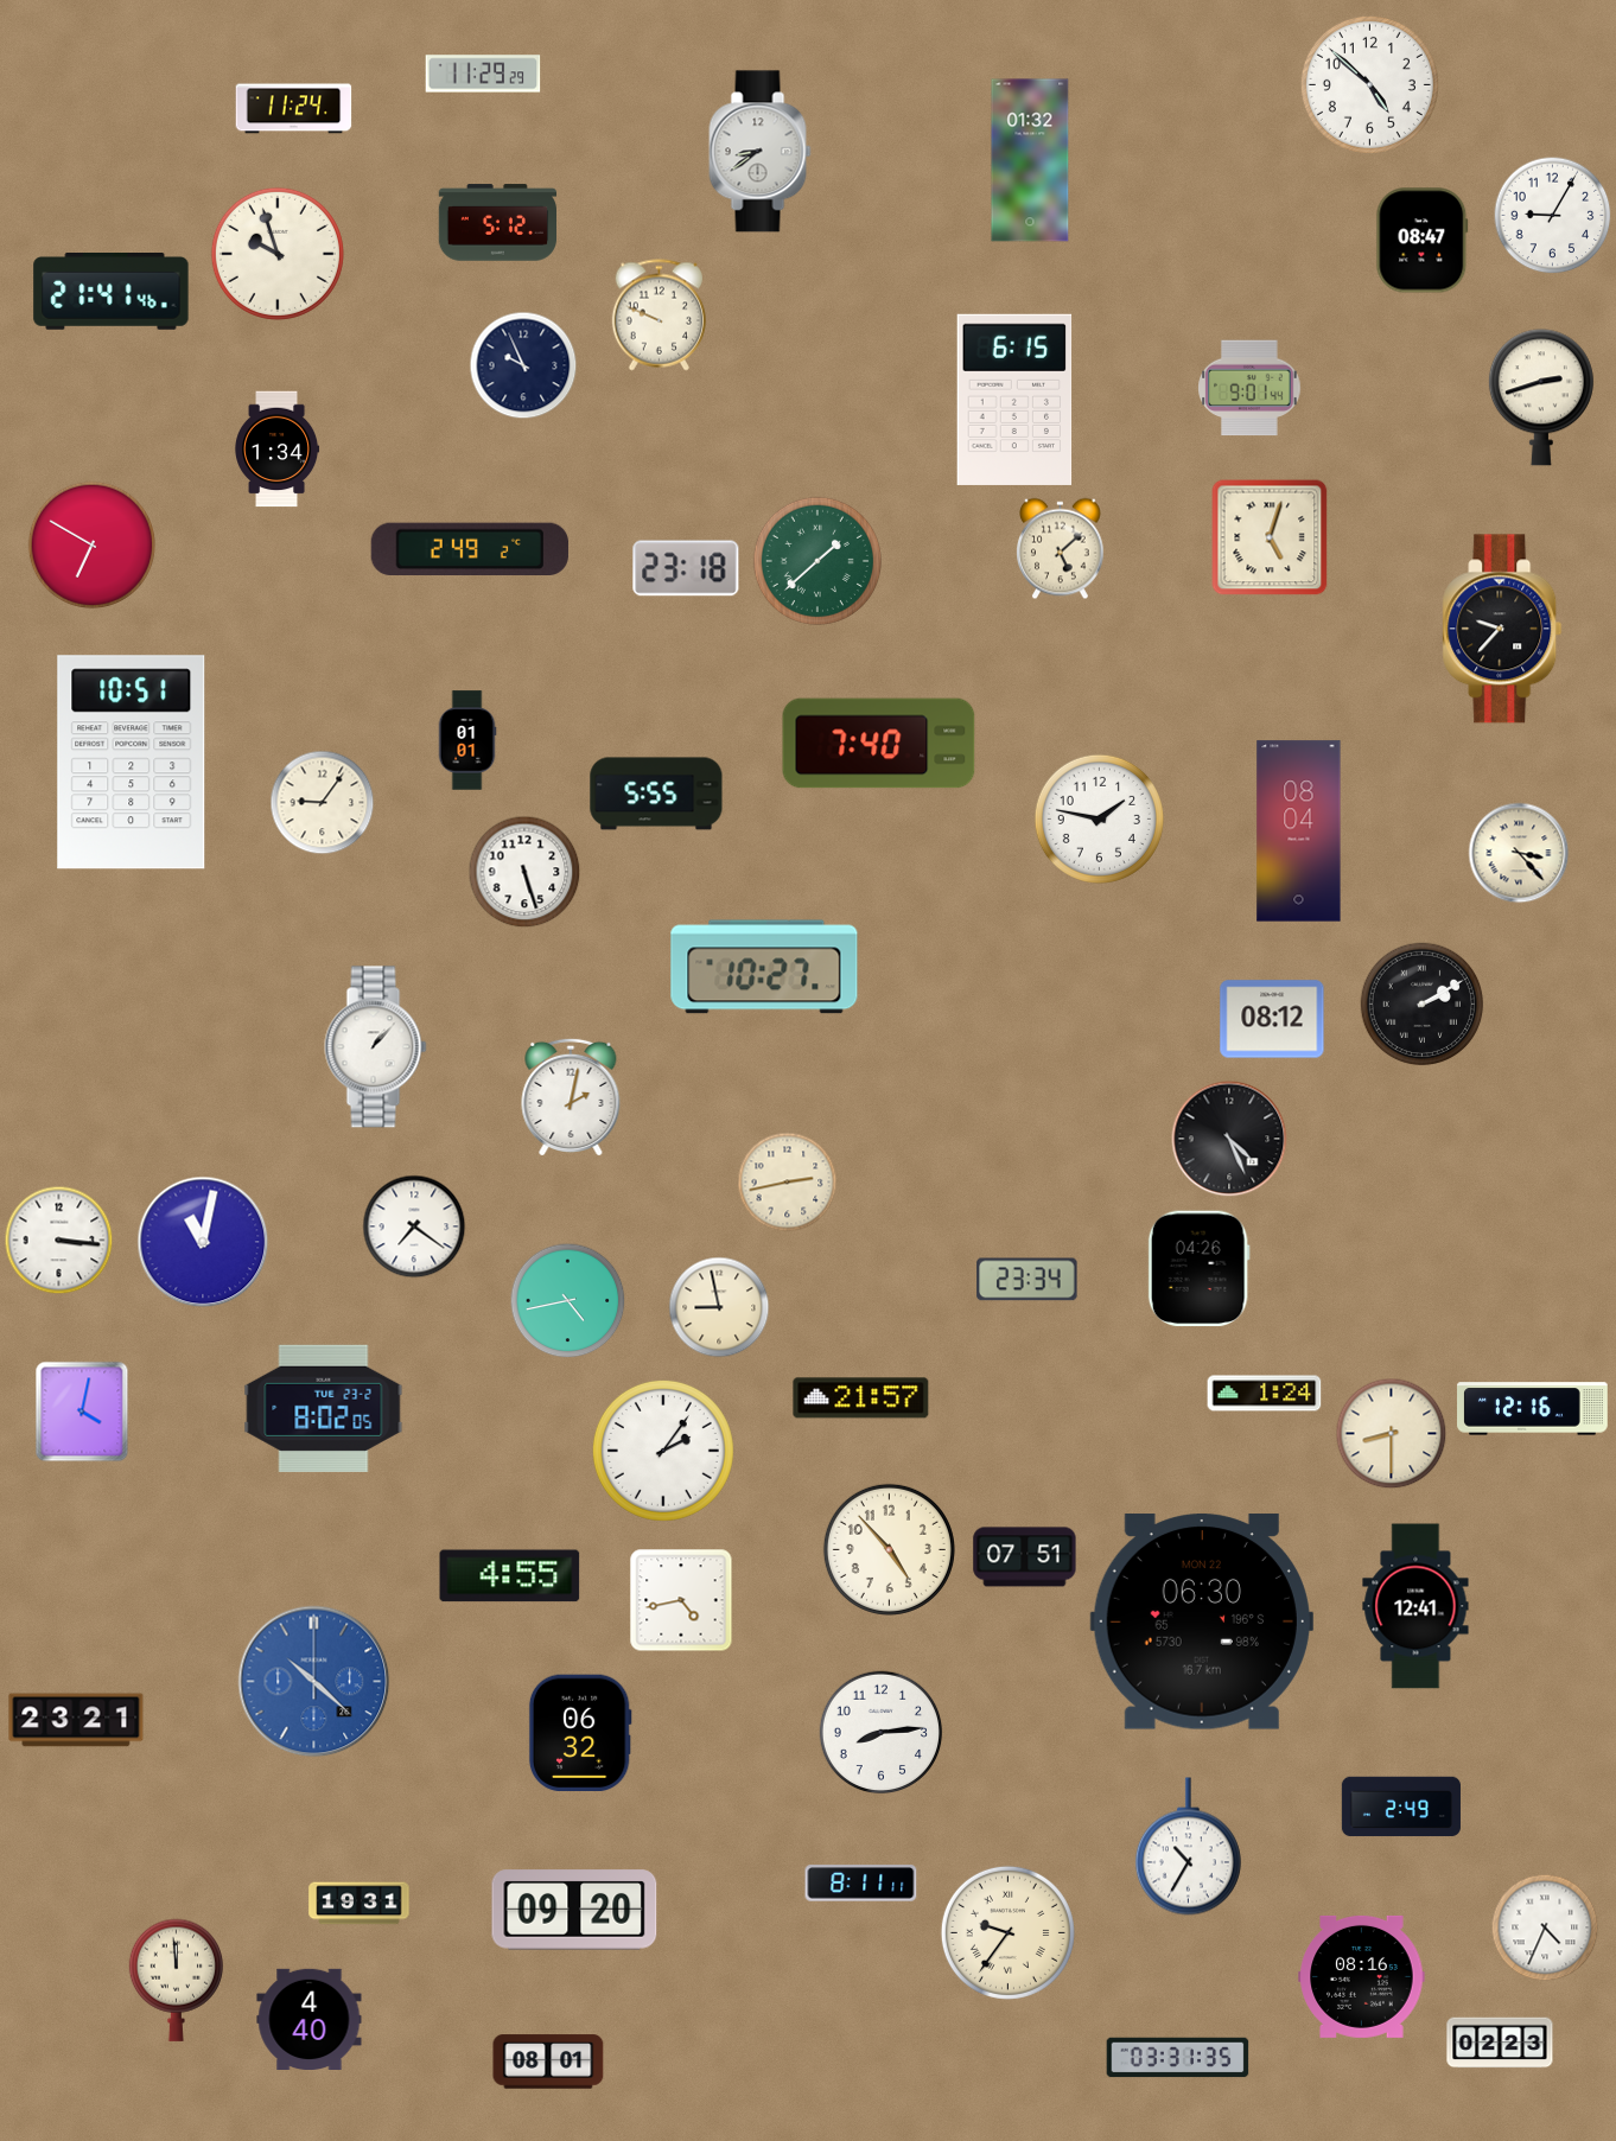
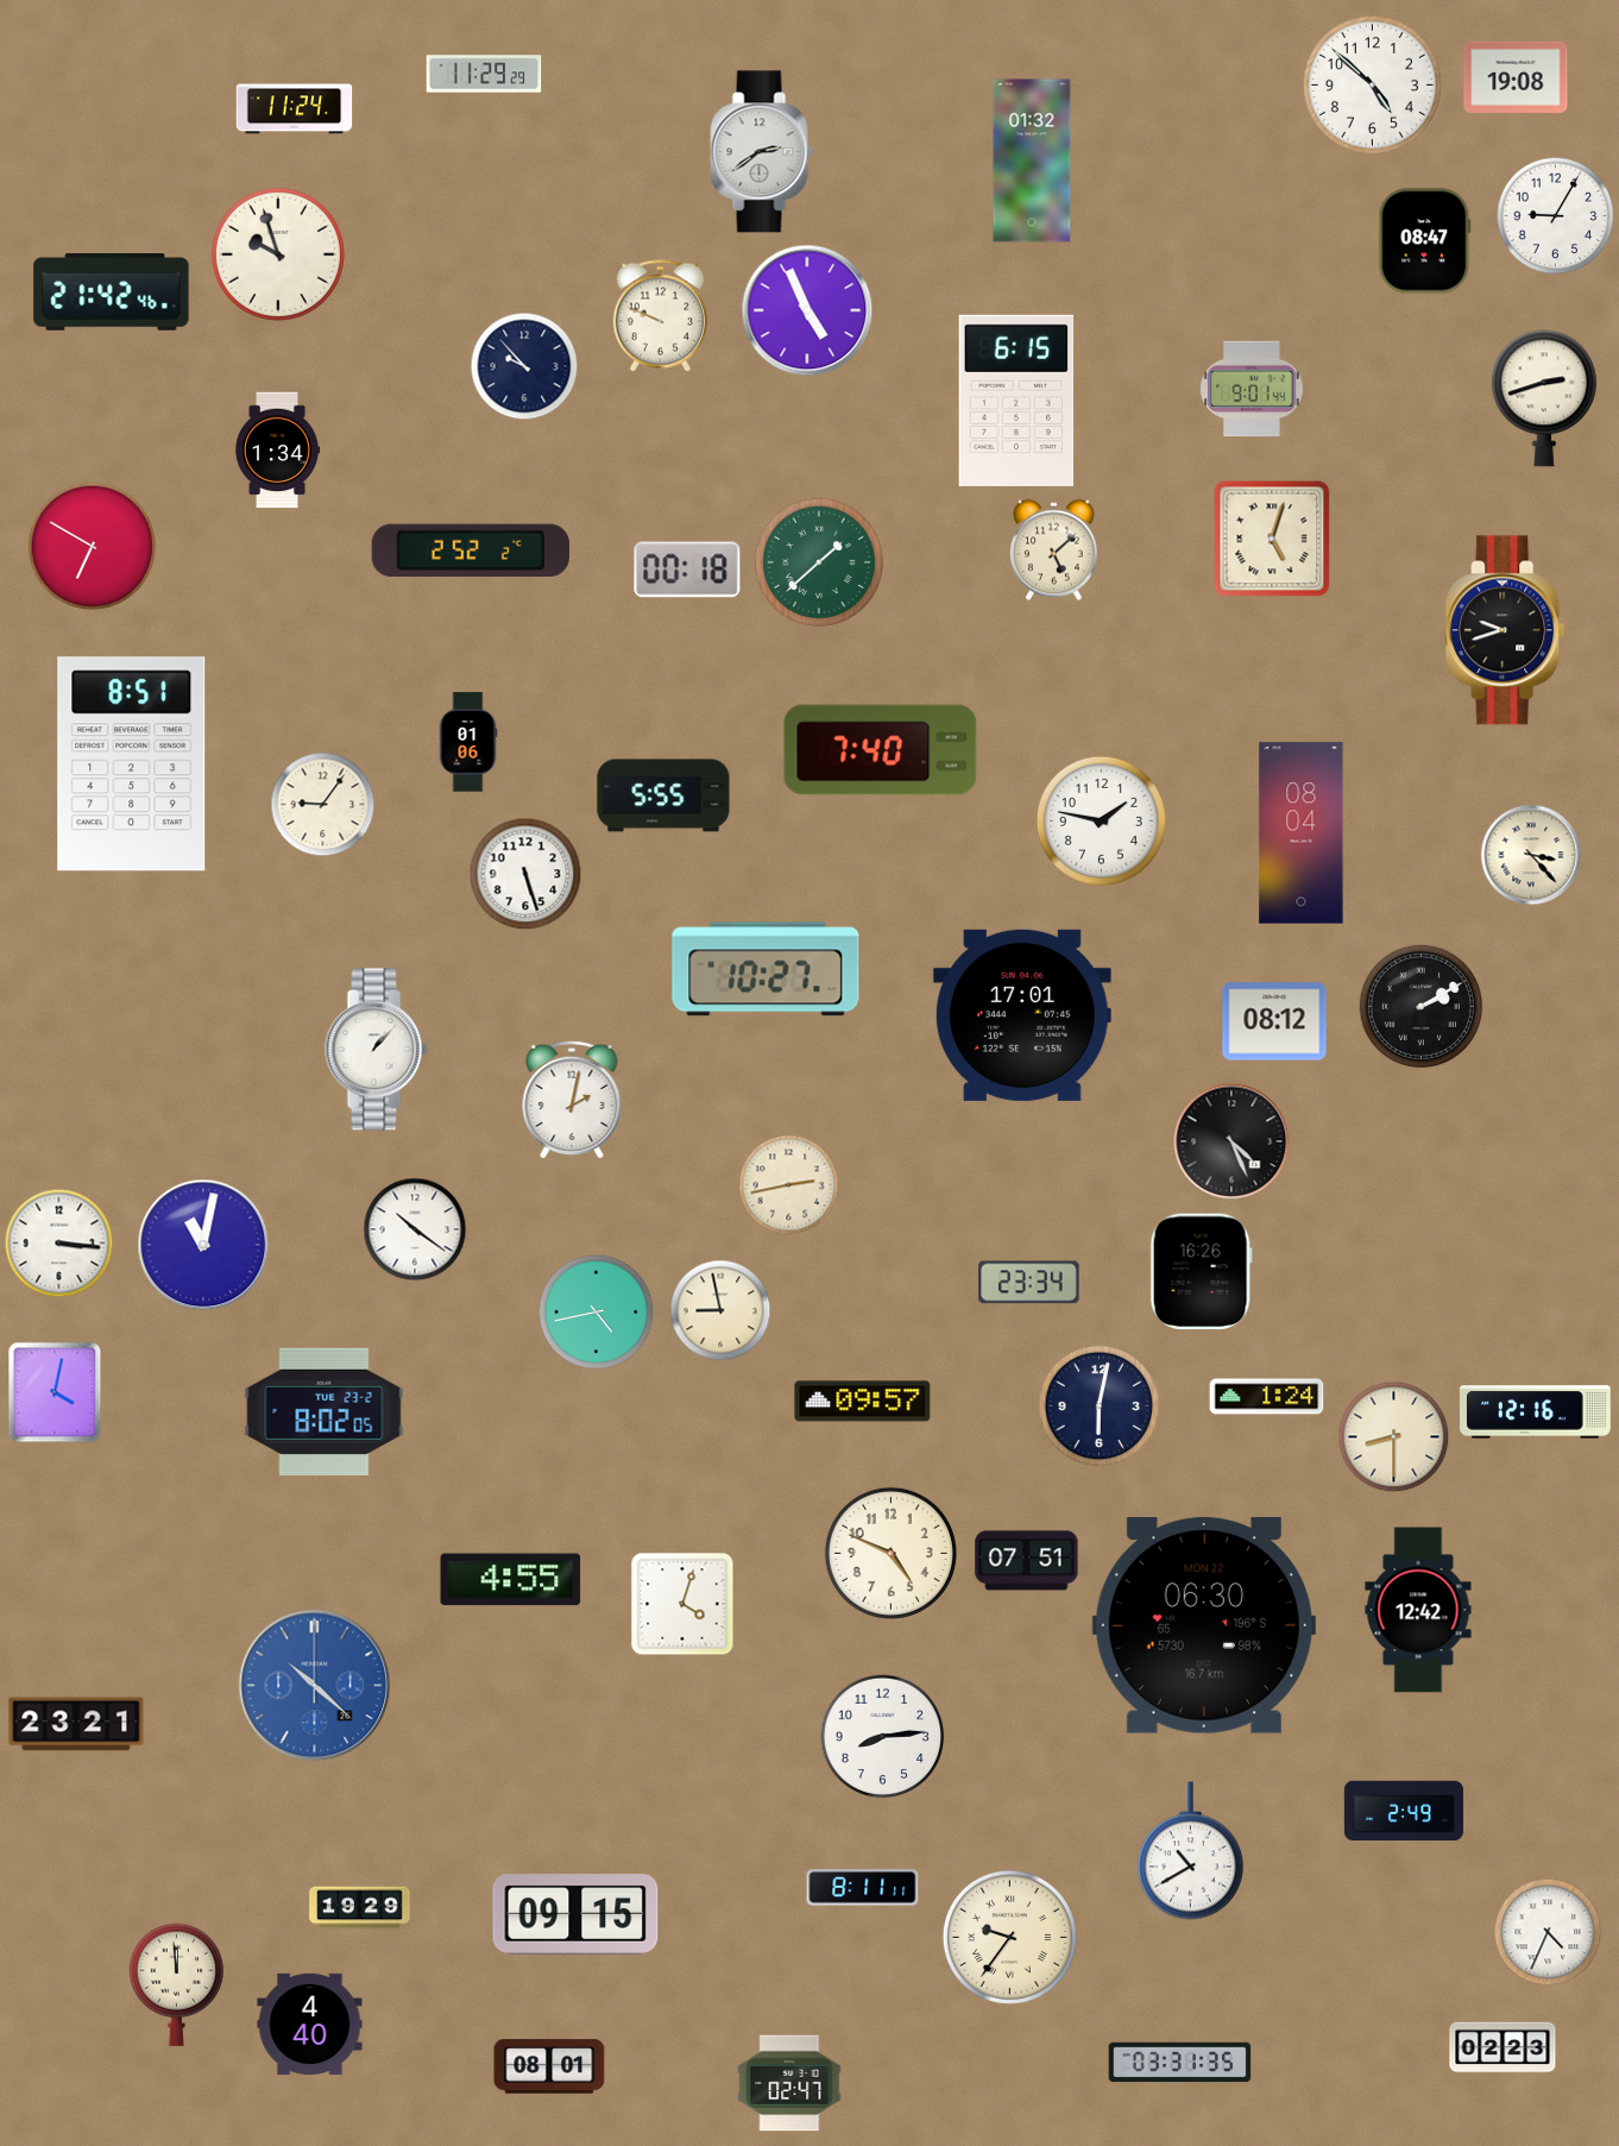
clock at (1516, 77): none -> 19:08
clock at (761, 152): 8:39 -> 2:39
clock at (497, 223): 5:12 -> none
clock at (112, 292): 21:41 -> 21:42
clock at (807, 310): none -> 4:56
clock at (523, 365): 9:56 -> 9:53
clock at (470, 549): 2:49 -> 2:52
clock at (1061, 549) position: (1061, 549) -> (1054, 550)
clock at (686, 568): 23:18 -> 00:18
clock at (1502, 629): 9:37 -> 9:42
clock at (467, 740): 01:01 -> 01:06
clock at (879, 744) position: (879, 744) -> (881, 750)
clock at (132, 763): 10:51 -> 8:51
clock at (656, 794) position: (656, 794) -> (663, 795)
clock at (1519, 853) position: (1519, 853) -> (1531, 855)
clock at (1423, 1005) position: (1423, 1005) -> (1422, 1007)
clock at (1022, 1015): none -> 17:01
clock at (414, 1226): 7:21 -> 10:21
clock at (1198, 1269): 04:26 -> 16:26
clock at (568, 1301) position: (568, 1301) -> (597, 1313)
clock at (861, 1398): 21:57 -> 09:57
clock at (1100, 1406): none -> 6:02
clock at (82, 1412) position: (82, 1412) -> (55, 1392)
clock at (663, 1451): 2:06 -> none
clock at (889, 1549): 4:53 -> 4:49
clock at (681, 1600): 4:43 -> 4:03
clock at (1415, 1606): 12:41 -> 12:42
clock at (580, 1732): 06:32 -> none
clock at (1188, 1847): 10:35 -> 10:40
clock at (360, 1904): 19:31 -> 19:29
clock at (574, 1910): 09:20 -> 09:15
clock at (1362, 1976): 08:16 -> none
clock at (789, 2083): none -> 02:47
